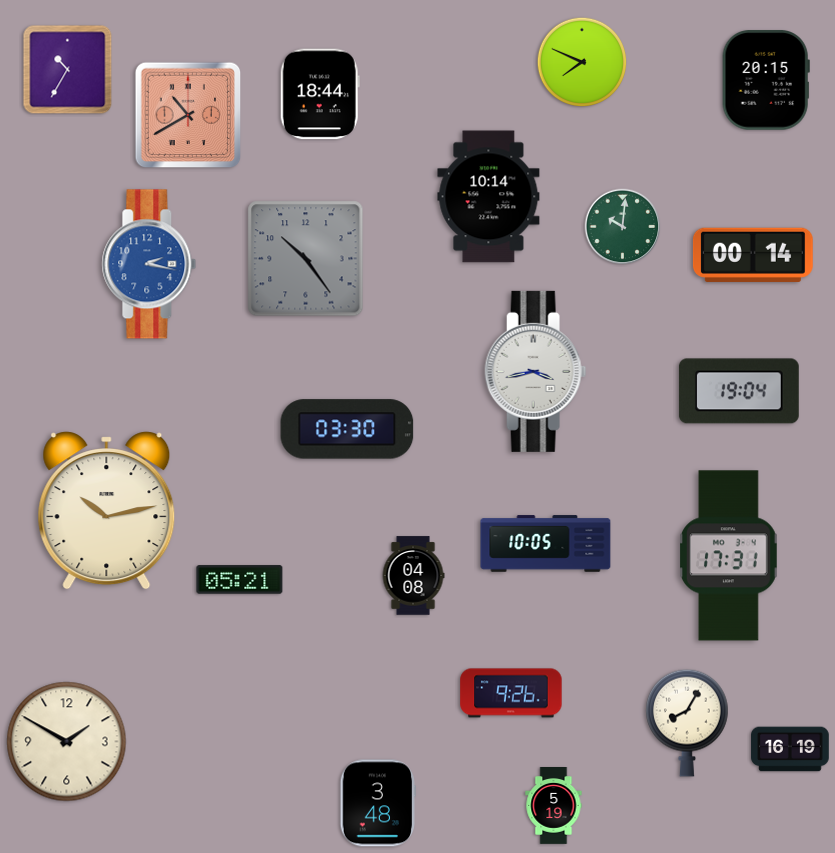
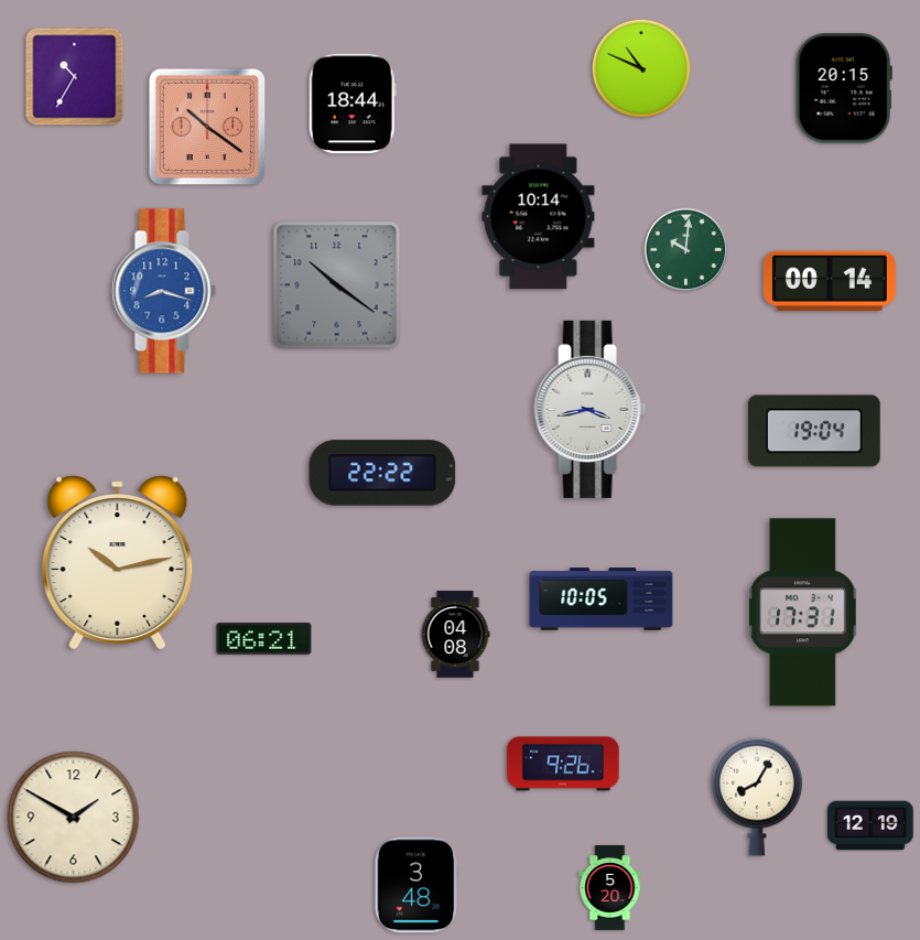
clock at (582, 62): 7:49 -> 10:49
clock at (188, 115): 10:40 -> 10:21
clock at (306, 259): 10:24 -> 10:21
clock at (149, 264): 2:17 -> 8:18
clock at (347, 429): 03:30 -> 22:22
clock at (240, 580): 05:21 -> 06:21
clock at (790, 749): 16:19 -> 12:19
clock at (554, 806): 5:19 -> 5:20
